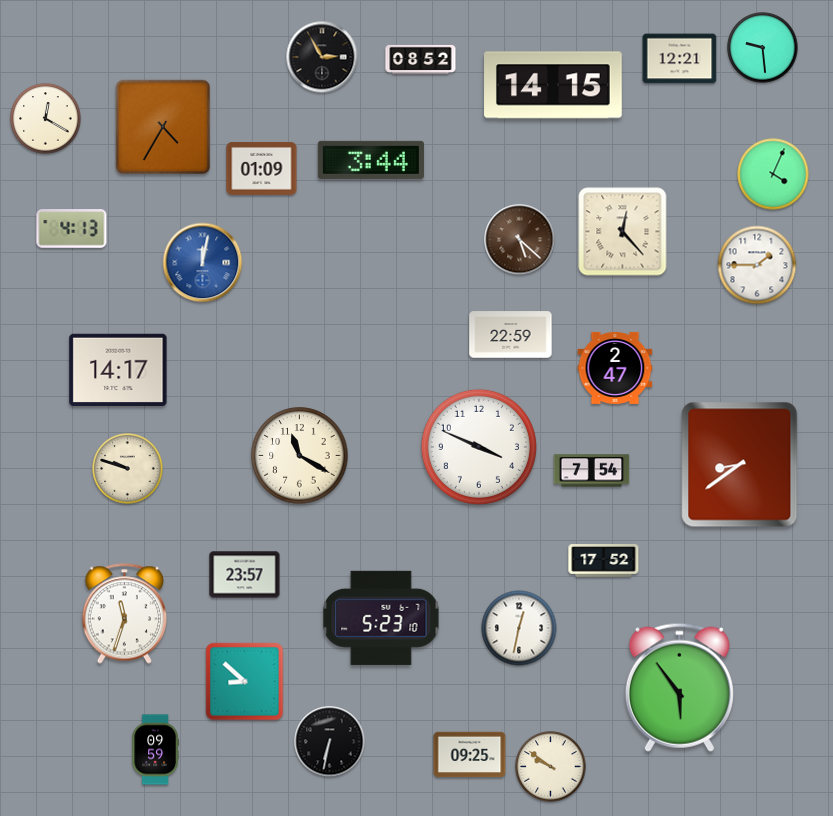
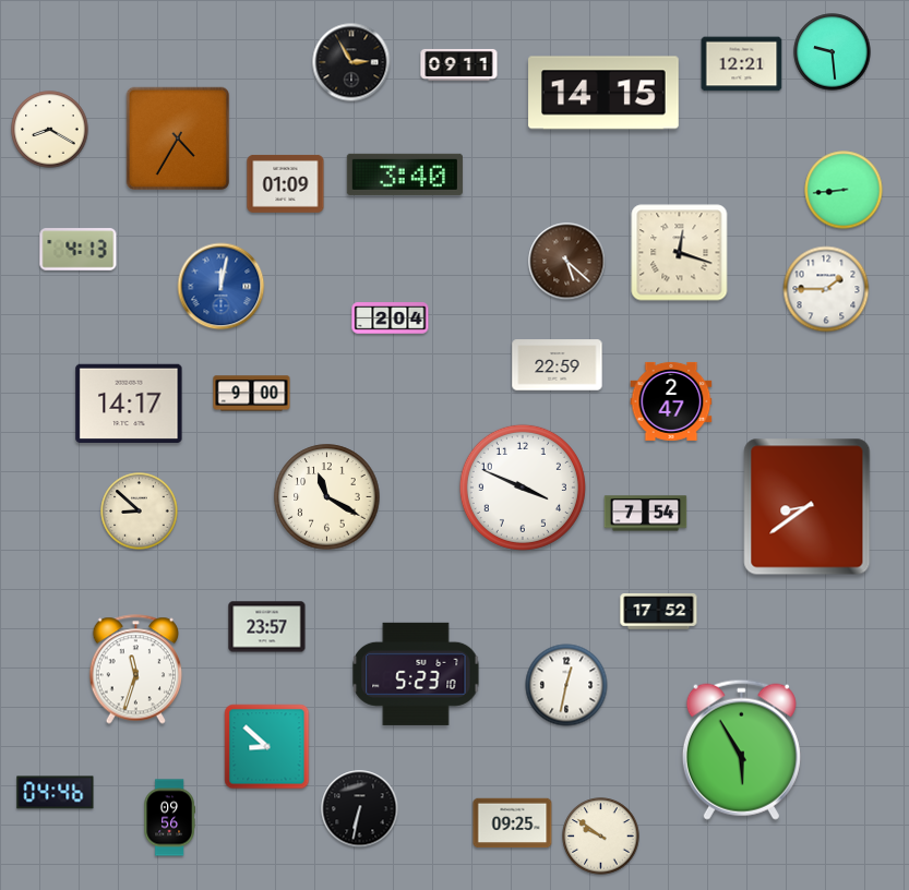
clock at (421, 59): 08:52 -> 09:11
clock at (46, 119): 12:20 -> 8:20
clock at (371, 160): 3:44 -> 3:40
clock at (773, 174): 4:04 -> 8:44
clock at (623, 232): 12:23 -> 12:18
clock at (391, 318): none -> 2:04
clock at (252, 394): none -> 9:00
clock at (128, 469): 9:48 -> 8:52
clock at (245, 682) position: (245, 682) -> (267, 747)
clock at (679, 687): 5:54 -> 5:55
clock at (56, 793): none -> 04:46
clock at (155, 750): 09:59 -> 09:56
